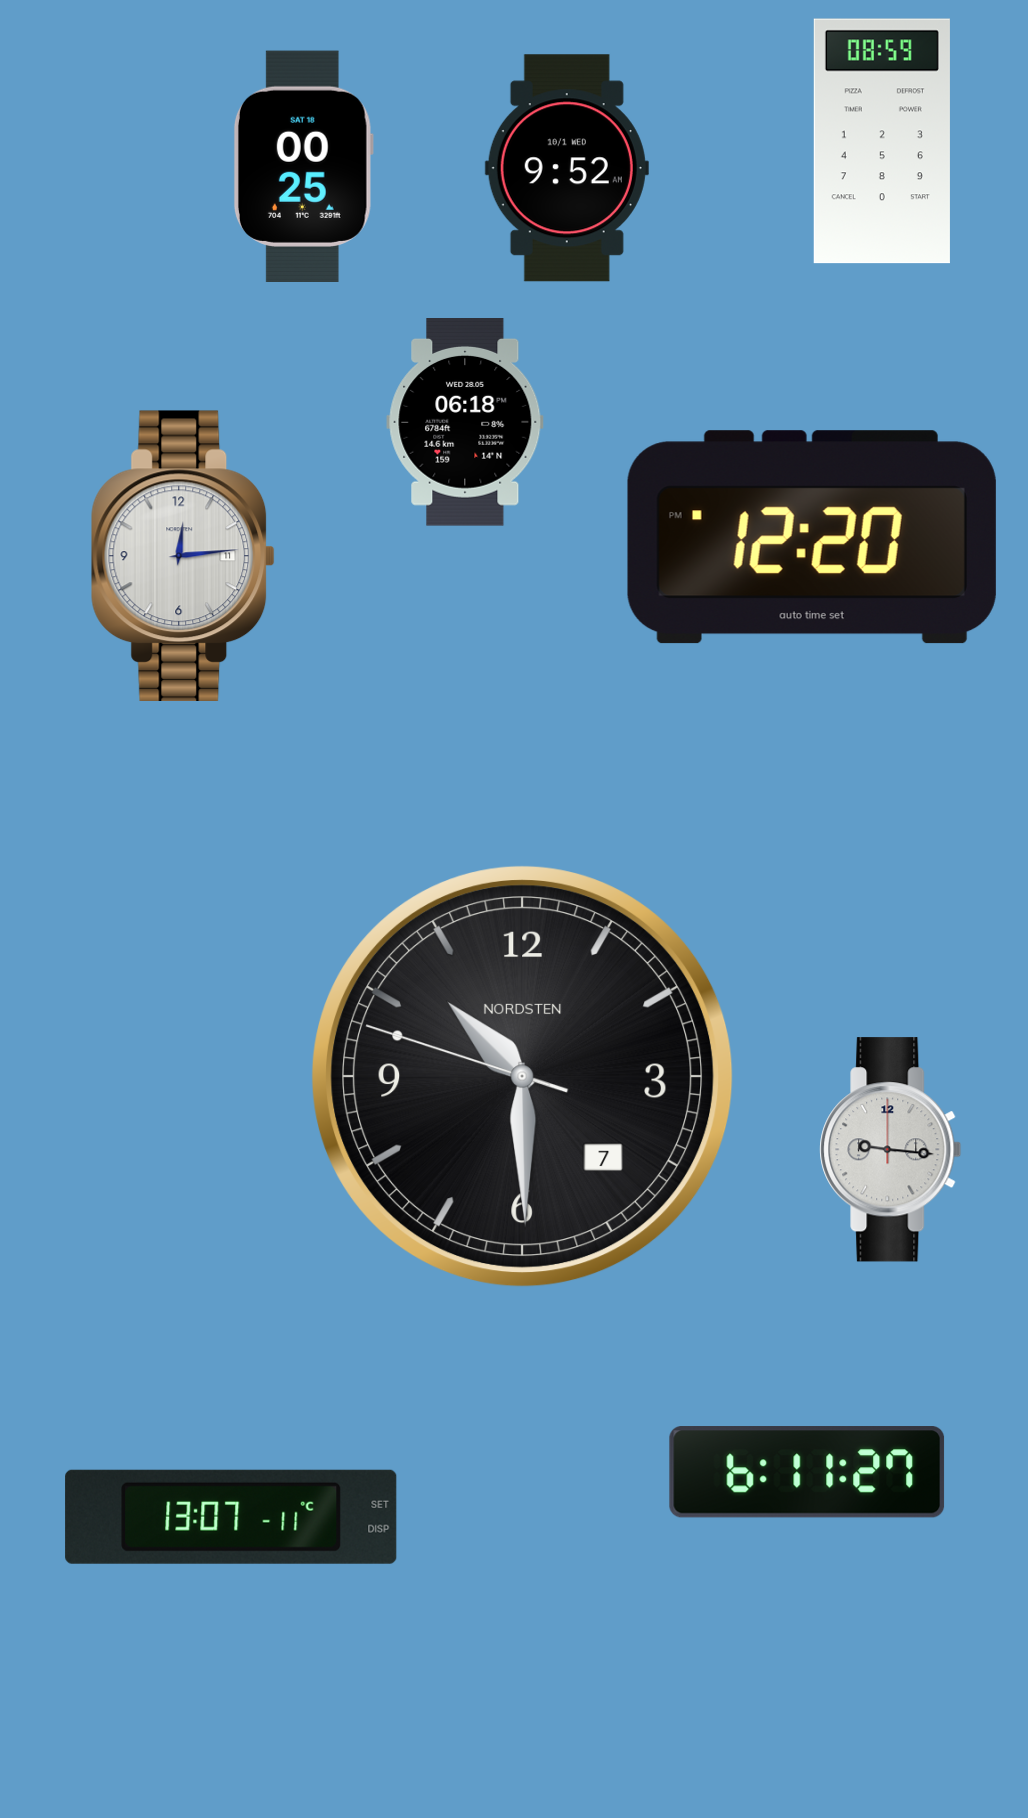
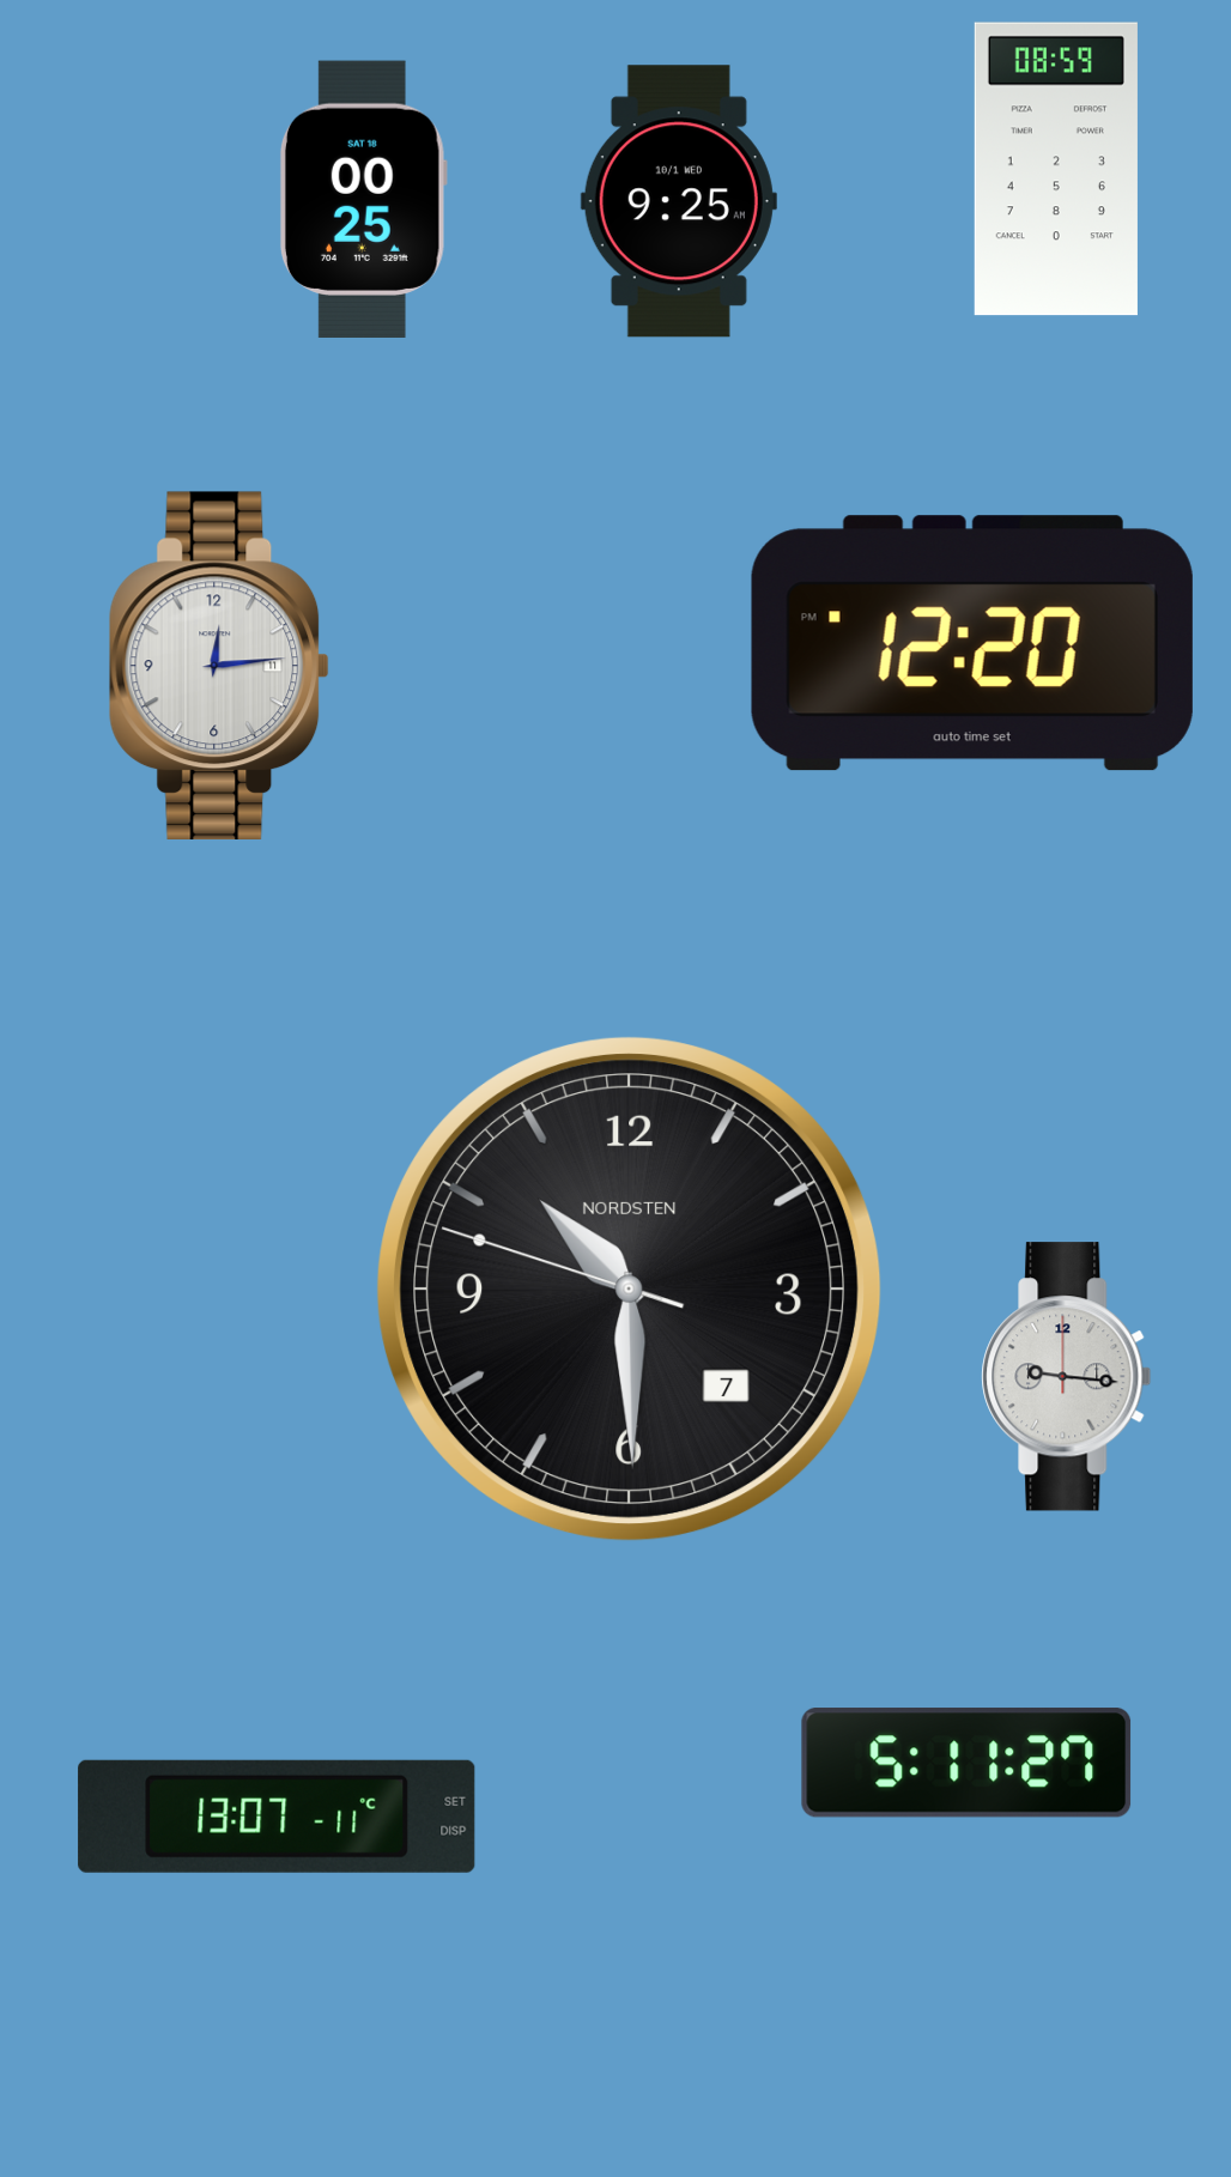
clock at (567, 168): 9:52 -> 9:25
clock at (465, 422): 06:18 -> none
clock at (523, 1077) position: (523, 1077) -> (630, 1290)
clock at (807, 1472): 6:11 -> 5:11
